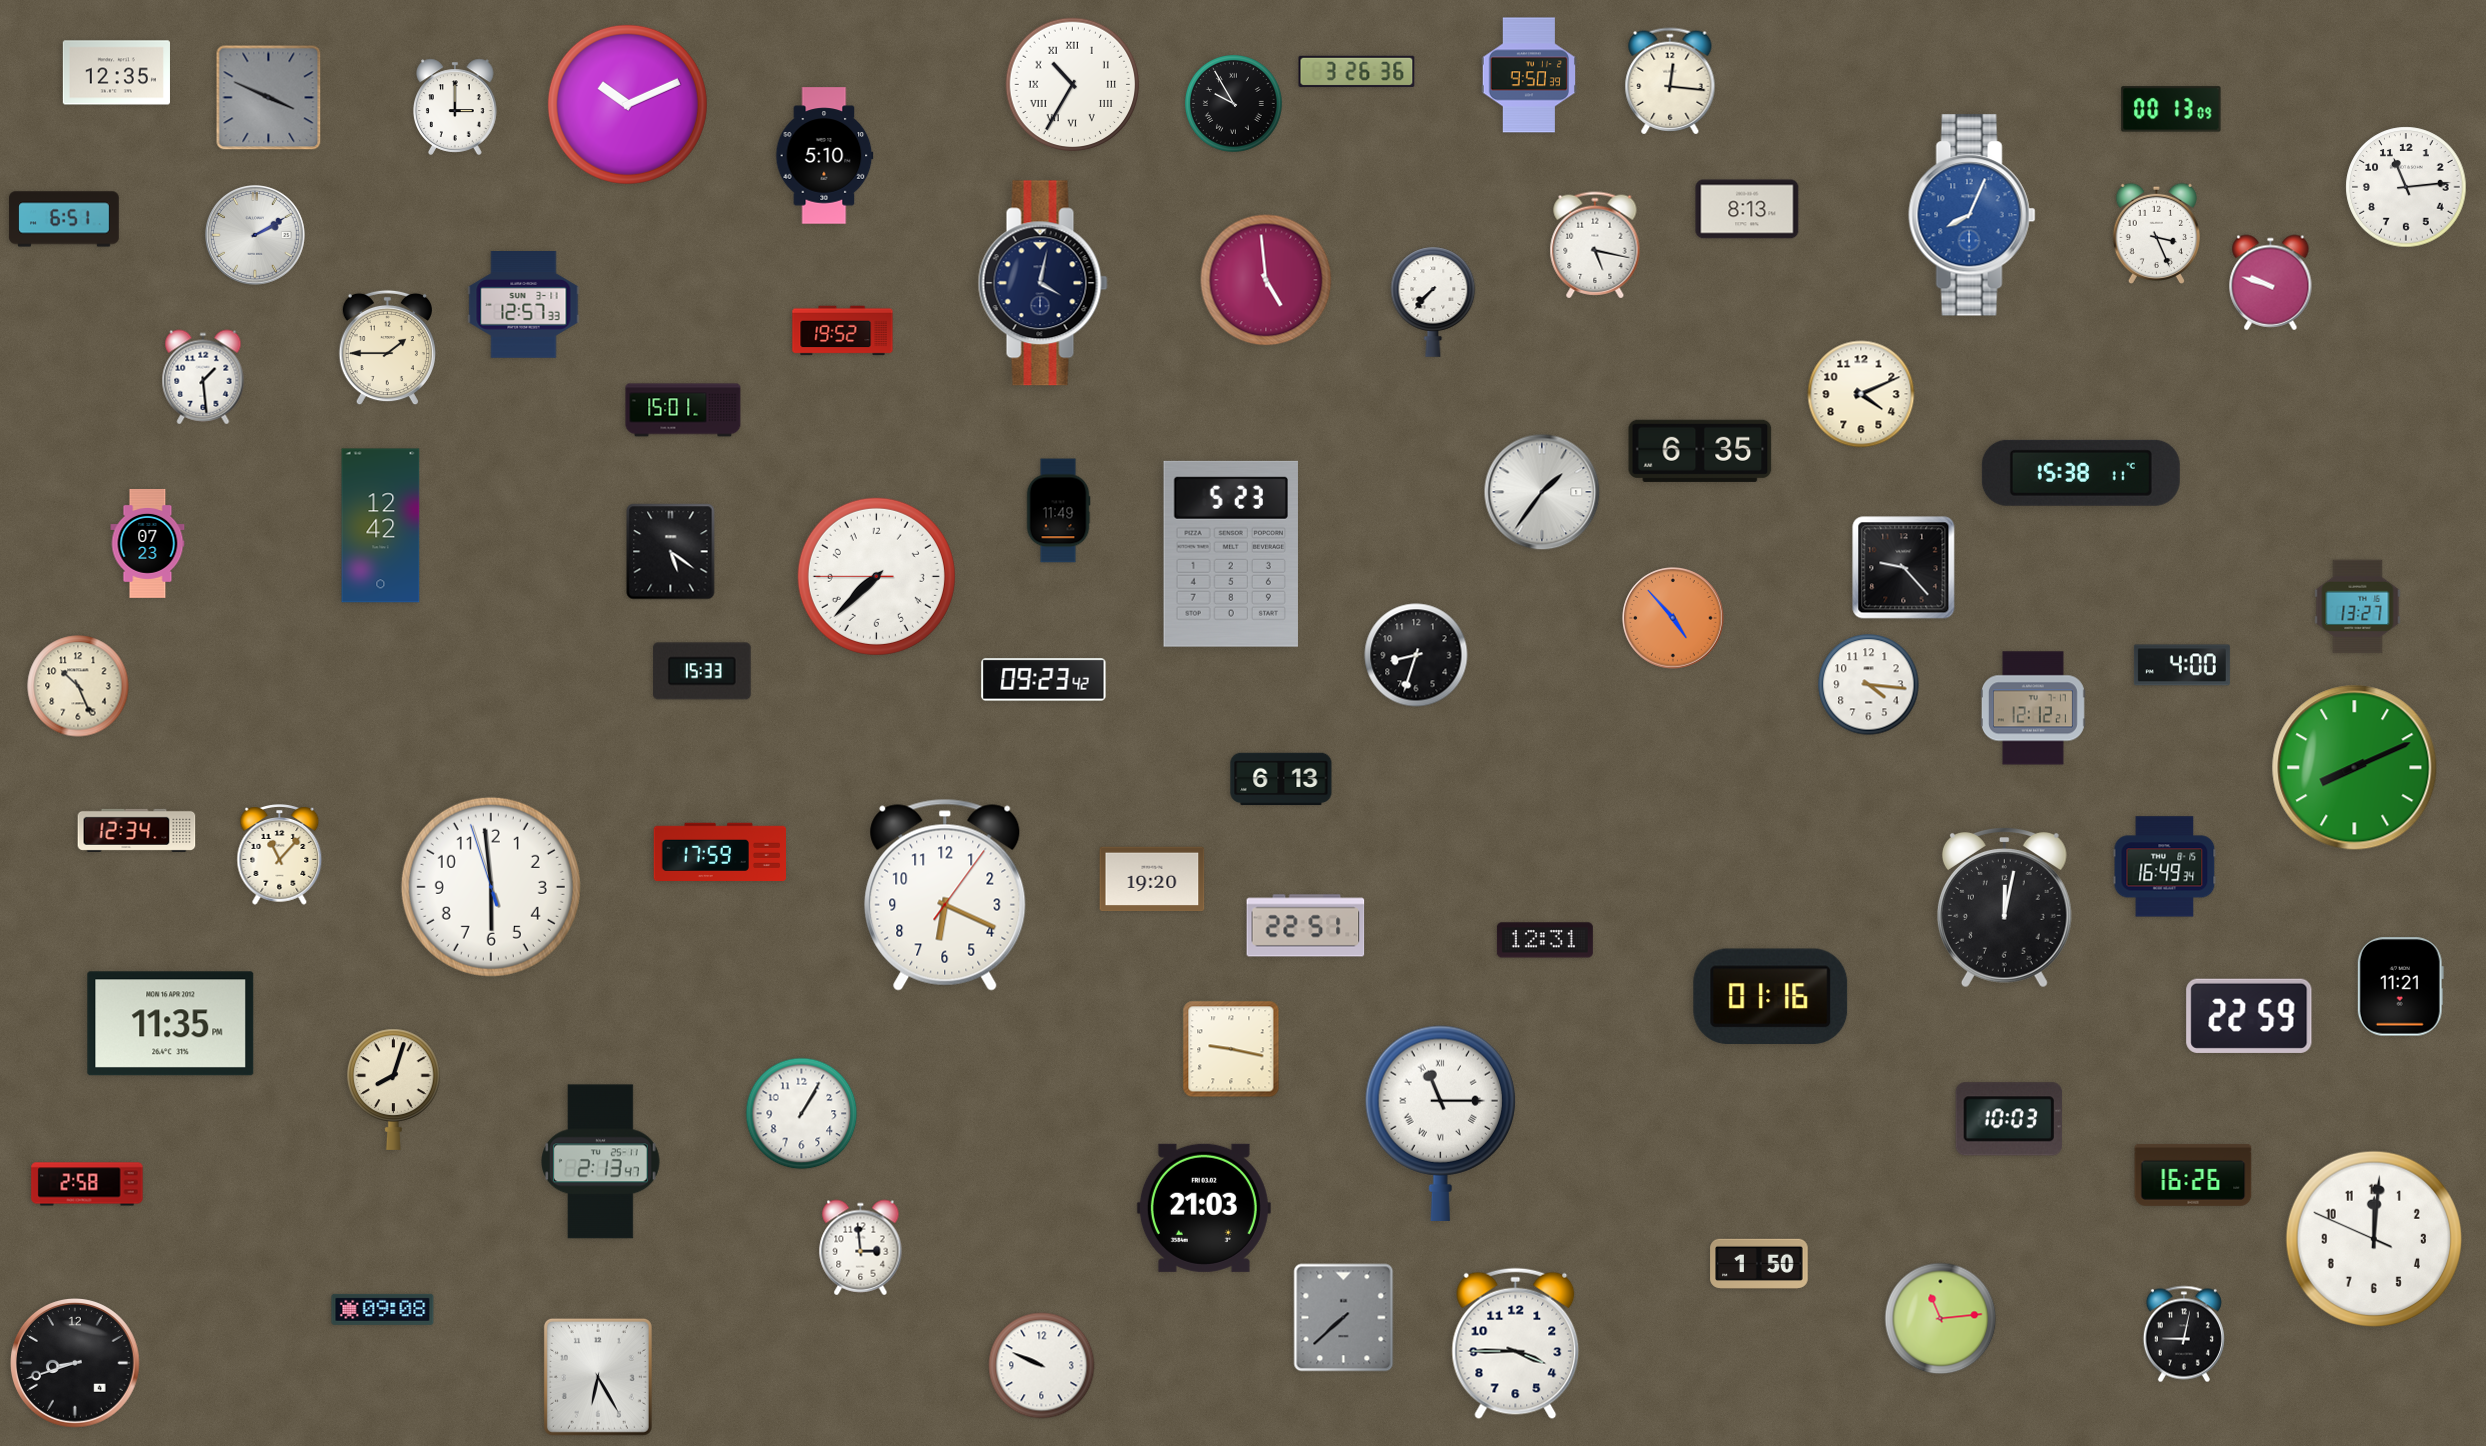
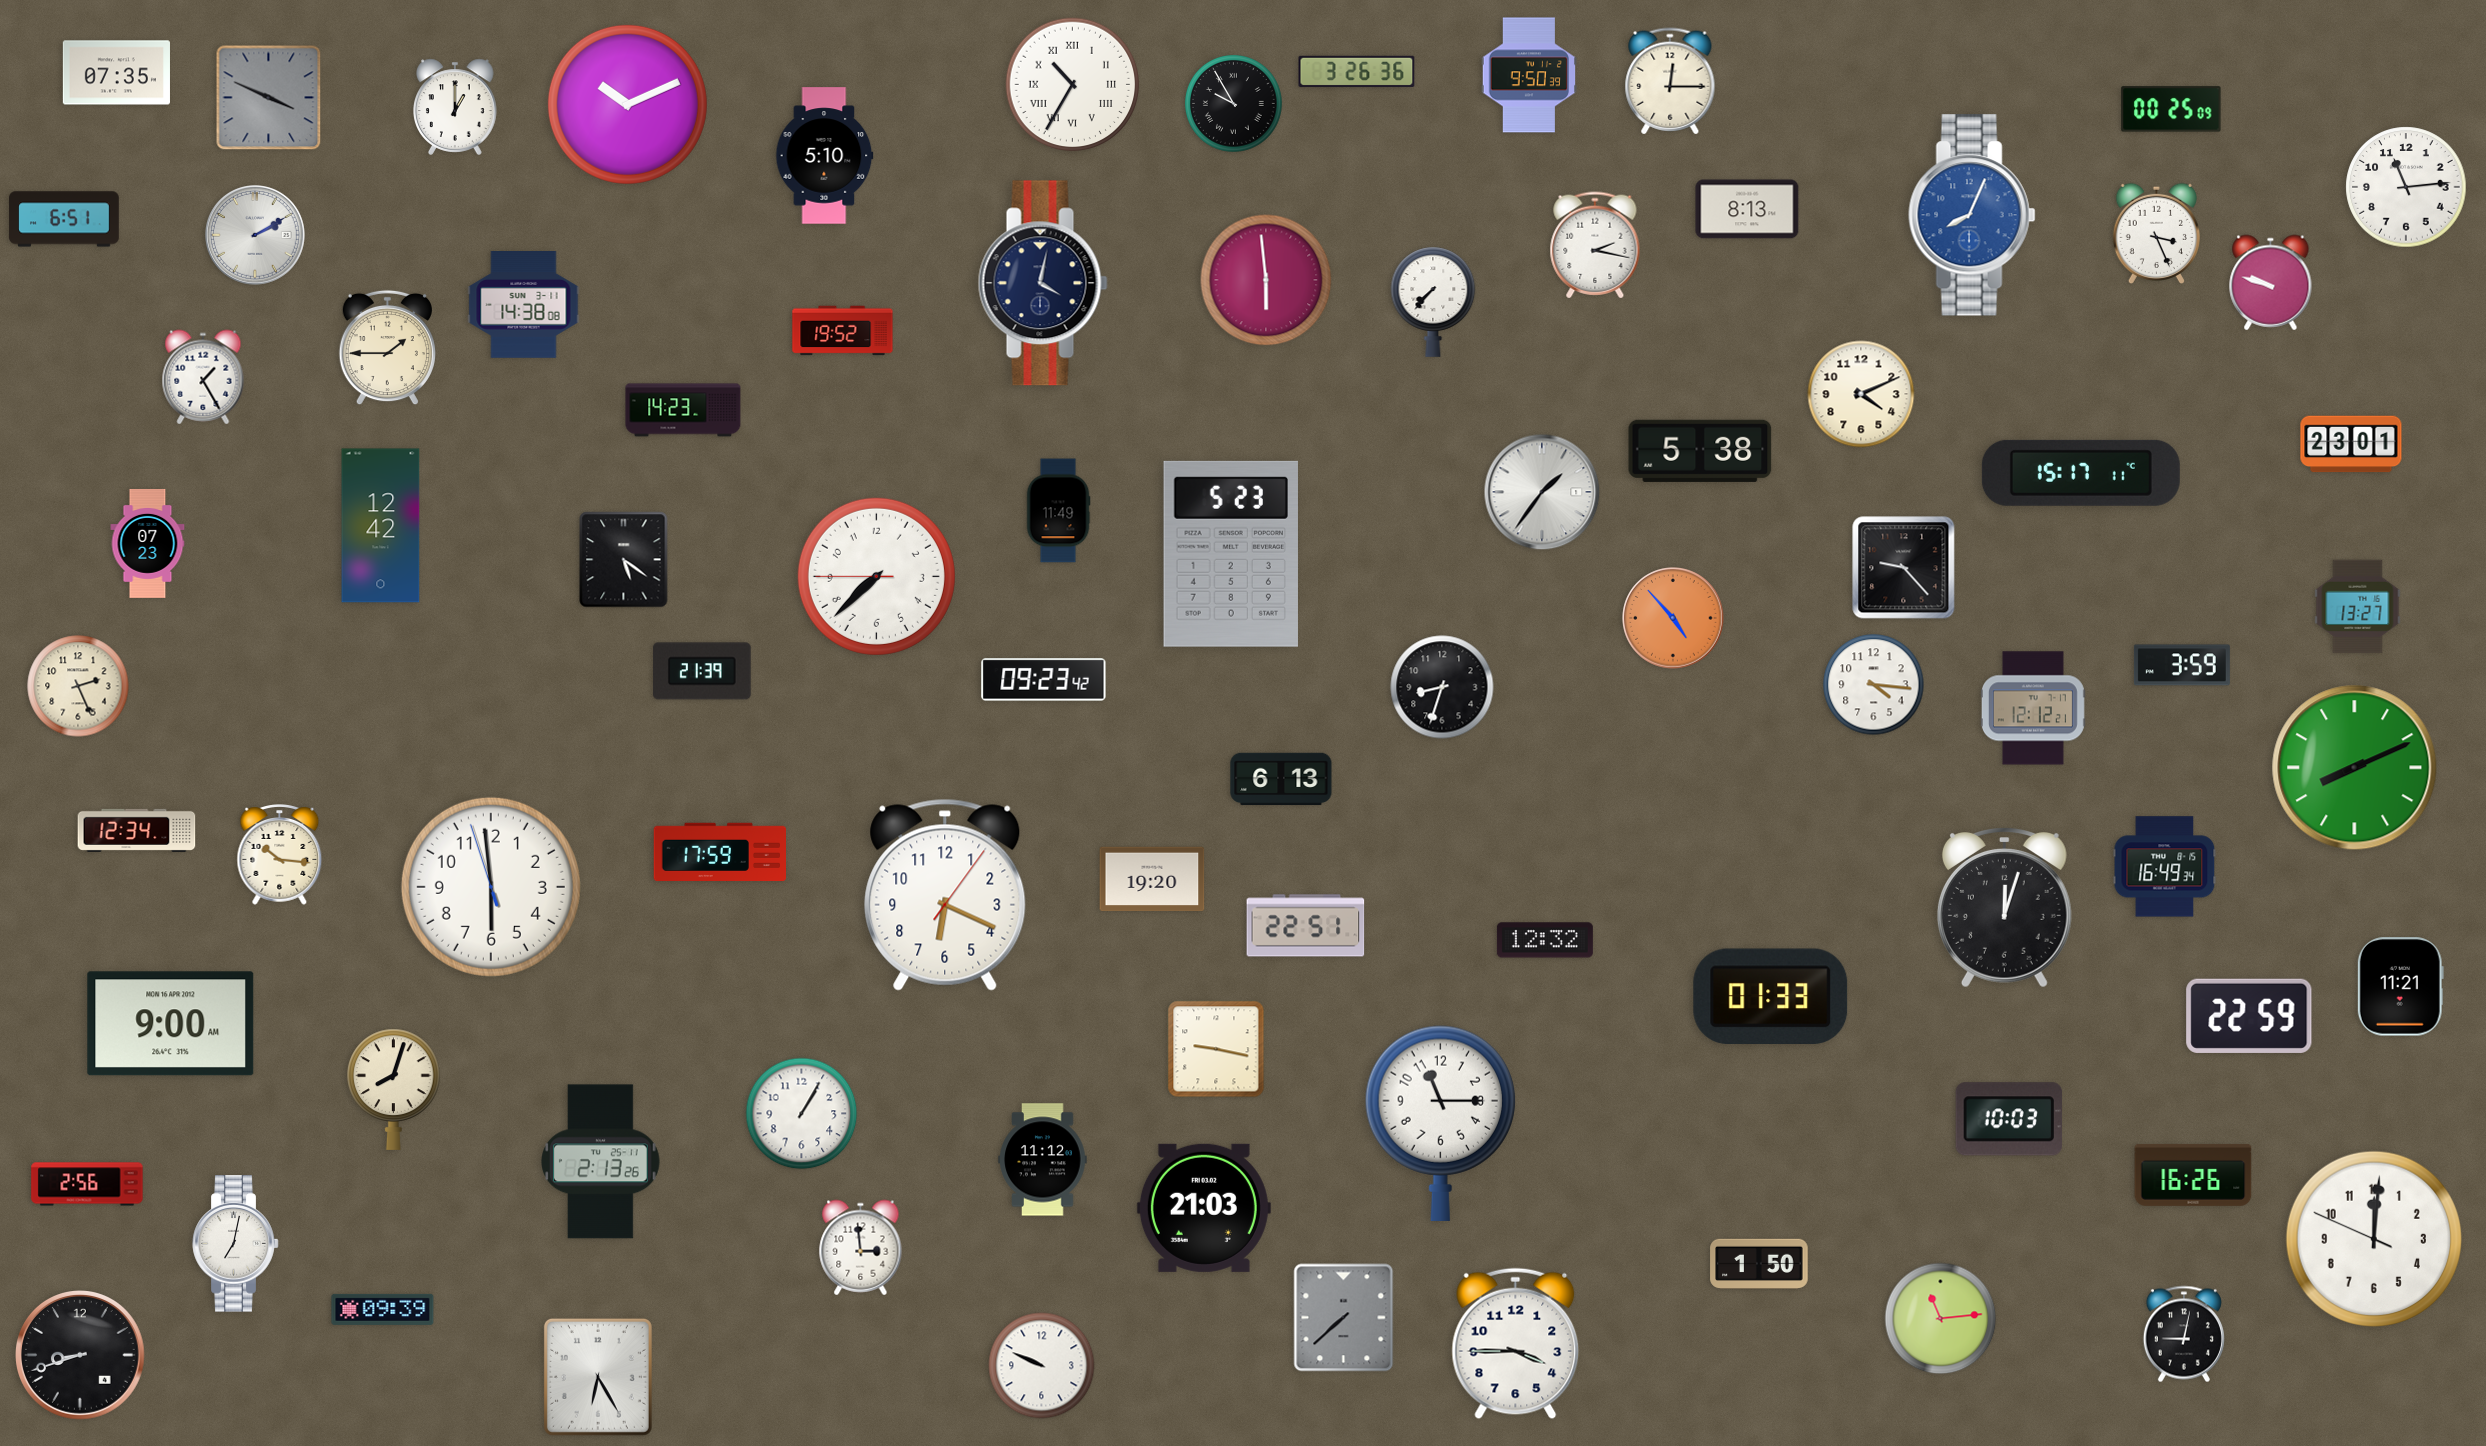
clock at (116, 73): 12:35 -> 07:35
clock at (1670, 81): 12:16 -> 12:15
clock at (456, 107): 3:00 -> 1:00
clock at (2171, 109): 00:13 -> 00:25
clock at (1595, 245): 5:17 -> 2:17
clock at (1266, 280): 4:59 -> 5:59
clock at (524, 305): 12:57 -> 14:38
clock at (203, 377): 1:29 -> 1:25
clock at (683, 410): 15:01 -> 14:23
clock at (2351, 444): none -> 23:01
clock at (1700, 451): 6:35 -> 5:38
clock at (2081, 473): 15:38 -> 15:17
clock at (671, 552) position: (671, 552) -> (624, 560)
clock at (1416, 655) position: (1416, 655) -> (1442, 687)
clock at (2182, 665): 4:00 -> 3:59
clock at (702, 671): 15:33 -> 21:39
clock at (1869, 685) position: (1869, 685) -> (1874, 685)
clock at (78, 686): 10:26 -> 2:26
clock at (280, 855): 11:07 -> 10:16
clock at (2004, 908): 12:02 -> 12:03
clock at (1545, 940): 12:31 -> 12:32
clock at (1771, 996): 01:16 -> 01:33
clock at (171, 1024): 11:35 -> 9:00
clock at (1231, 1049) position: (1231, 1049) -> (1216, 1049)
clock at (1440, 1123) numerals: Roman -> Arabic
clock at (1043, 1160): none -> 11:12
clock at (600, 1162): 2:13:47 -> 2:13:26
clock at (87, 1184): 2:58 -> 2:56
clock at (236, 1244): none -> 7:02
clock at (383, 1309): 09:08 -> 09:39
clock at (76, 1364) position: (76, 1364) -> (81, 1356)
